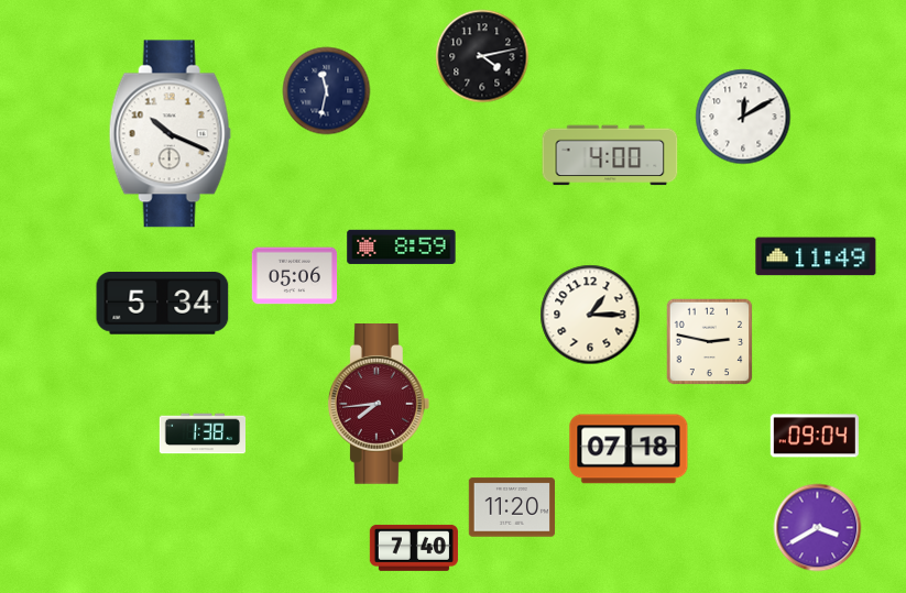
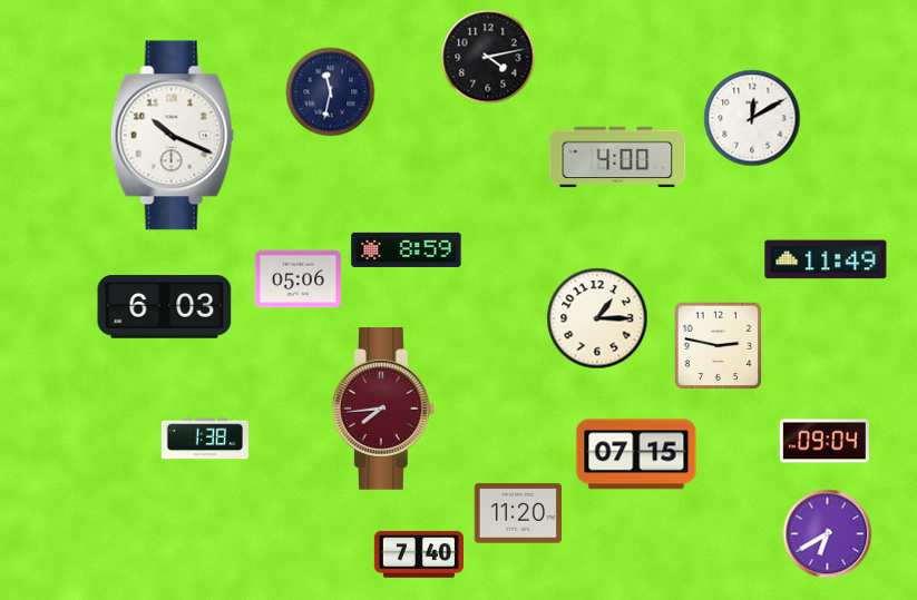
clock at (163, 304): 5:34 -> 6:03
clock at (629, 449): 07:18 -> 07:15
clock at (817, 527): 3:40 -> 6:40
